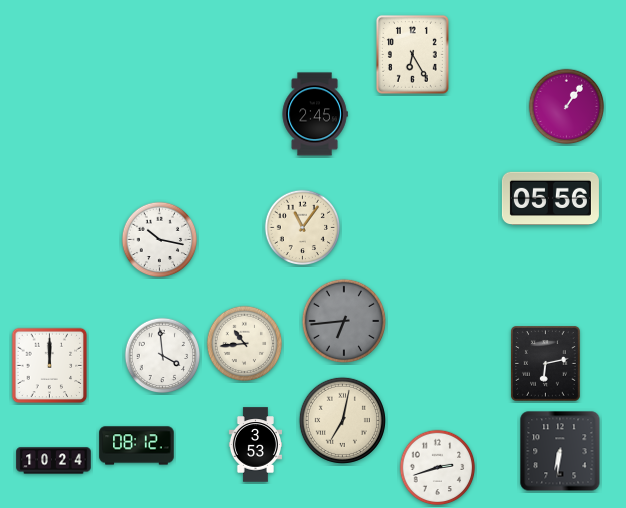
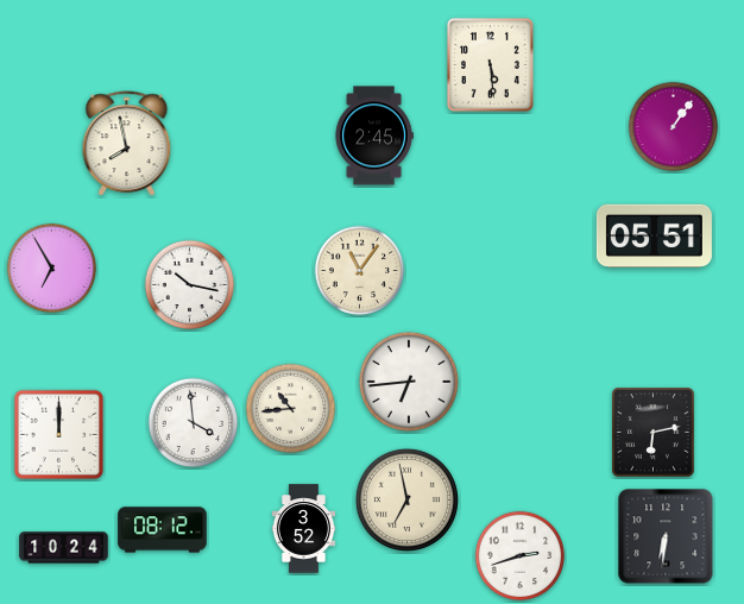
clock at (412, 54): 6:25 -> 5:29
clock at (127, 144): none -> 7:58
clock at (550, 198): 05:56 -> 05:51
clock at (52, 269): none -> 6:55
clock at (343, 320) dial: grey -> white
clock at (546, 364) position: (546, 364) -> (654, 433)
clock at (342, 420): 7:02 -> 6:58
clock at (255, 445): 3:53 -> 3:52
